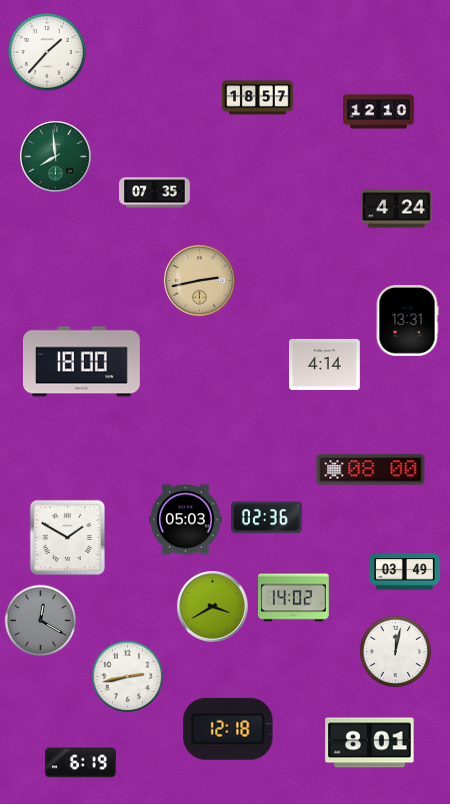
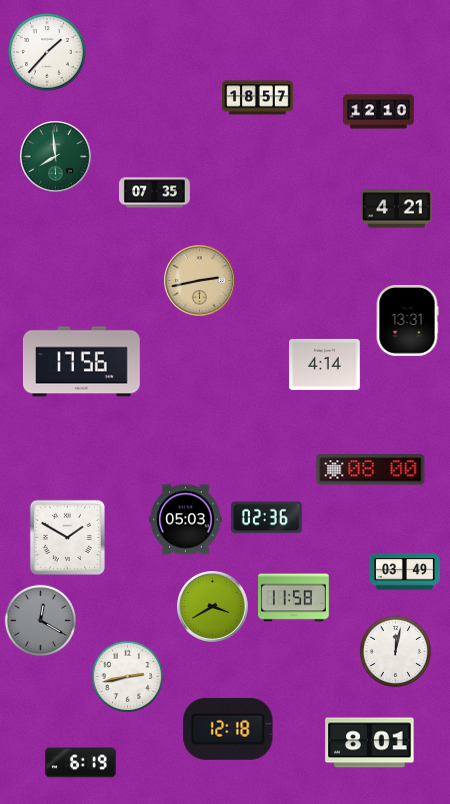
clock at (397, 209): 4:24 -> 4:21
clock at (81, 362): 18:00 -> 17:56
clock at (294, 598): 14:02 -> 11:58
